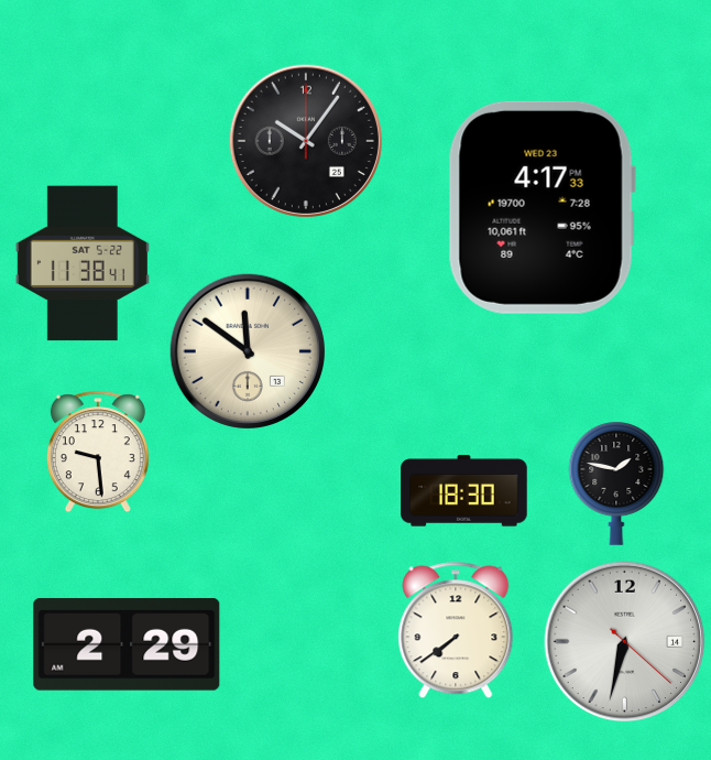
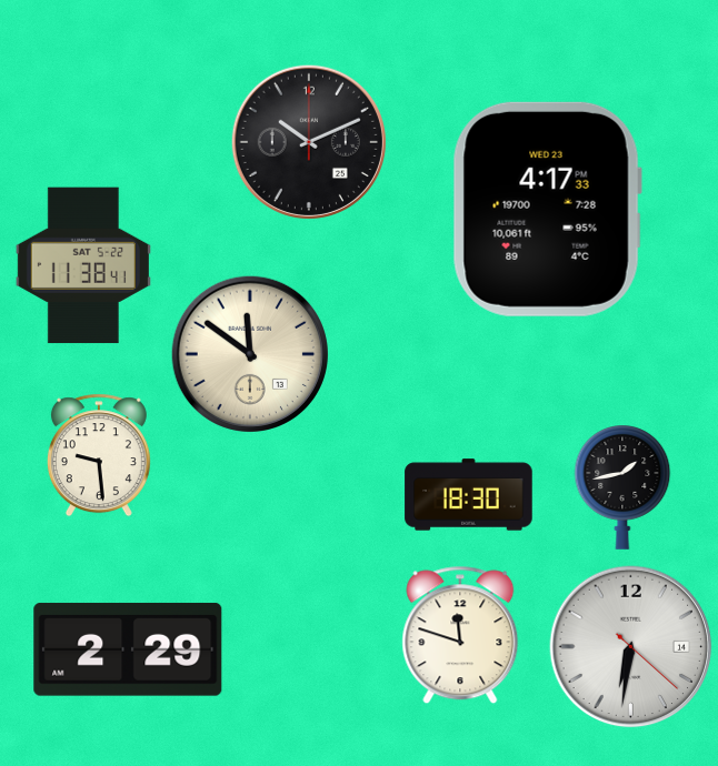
clock at (306, 141): 10:06 -> 10:11
clock at (616, 484): 1:47 -> 1:43
clock at (456, 630): 7:39 -> 11:48
clock at (625, 642): 6:32 -> 6:31
